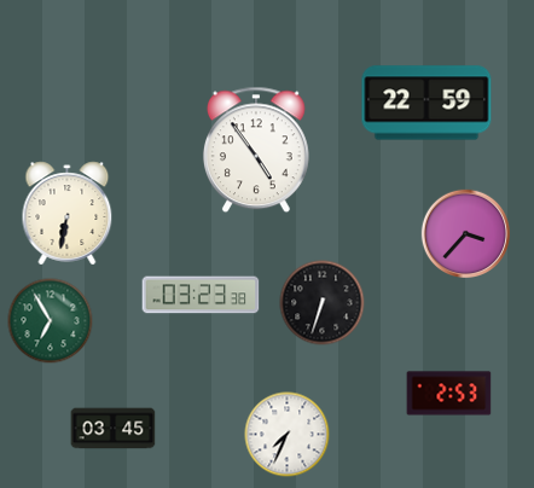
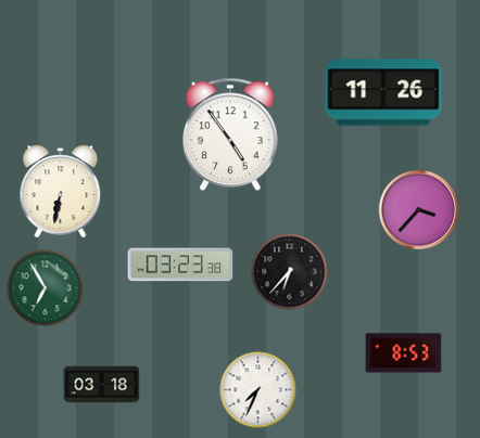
clock at (426, 103): 22:59 -> 11:26
clock at (323, 303): 6:33 -> 6:37
clock at (449, 394): 2:53 -> 8:53
clock at (114, 429): 03:45 -> 03:18
